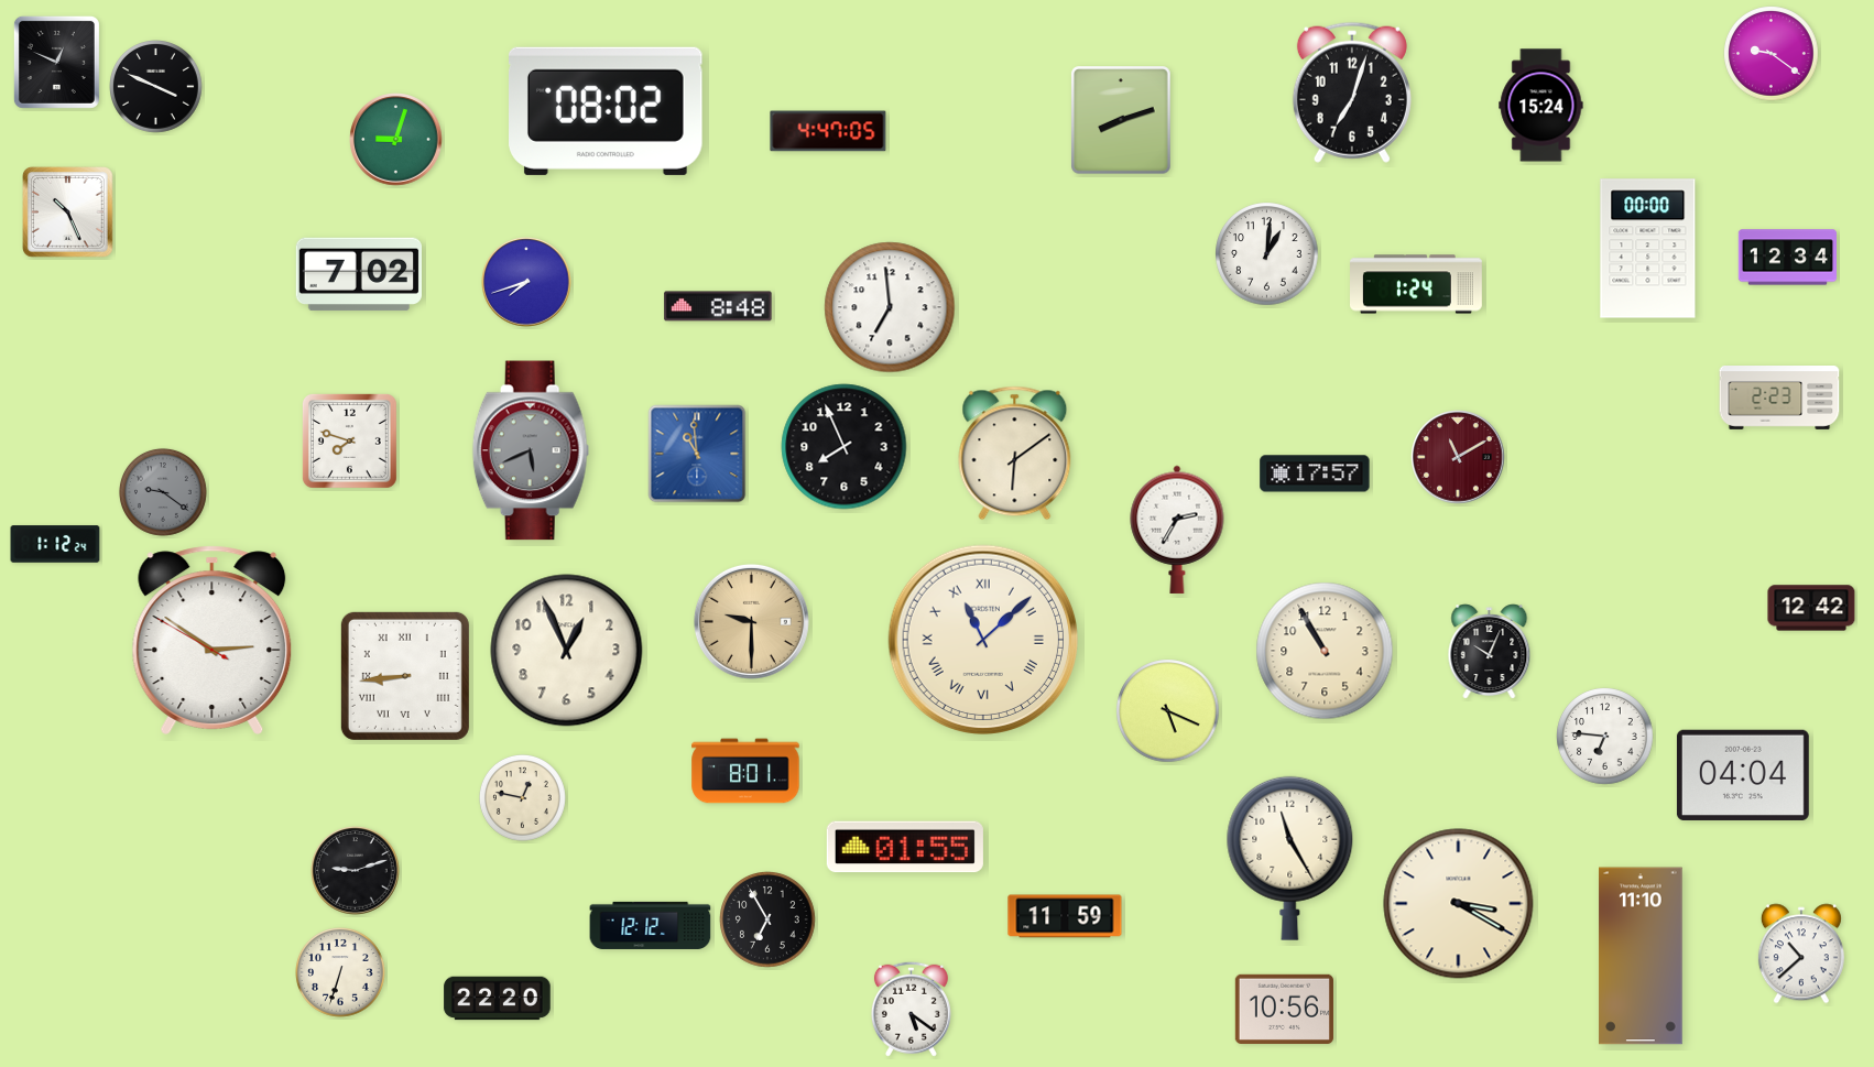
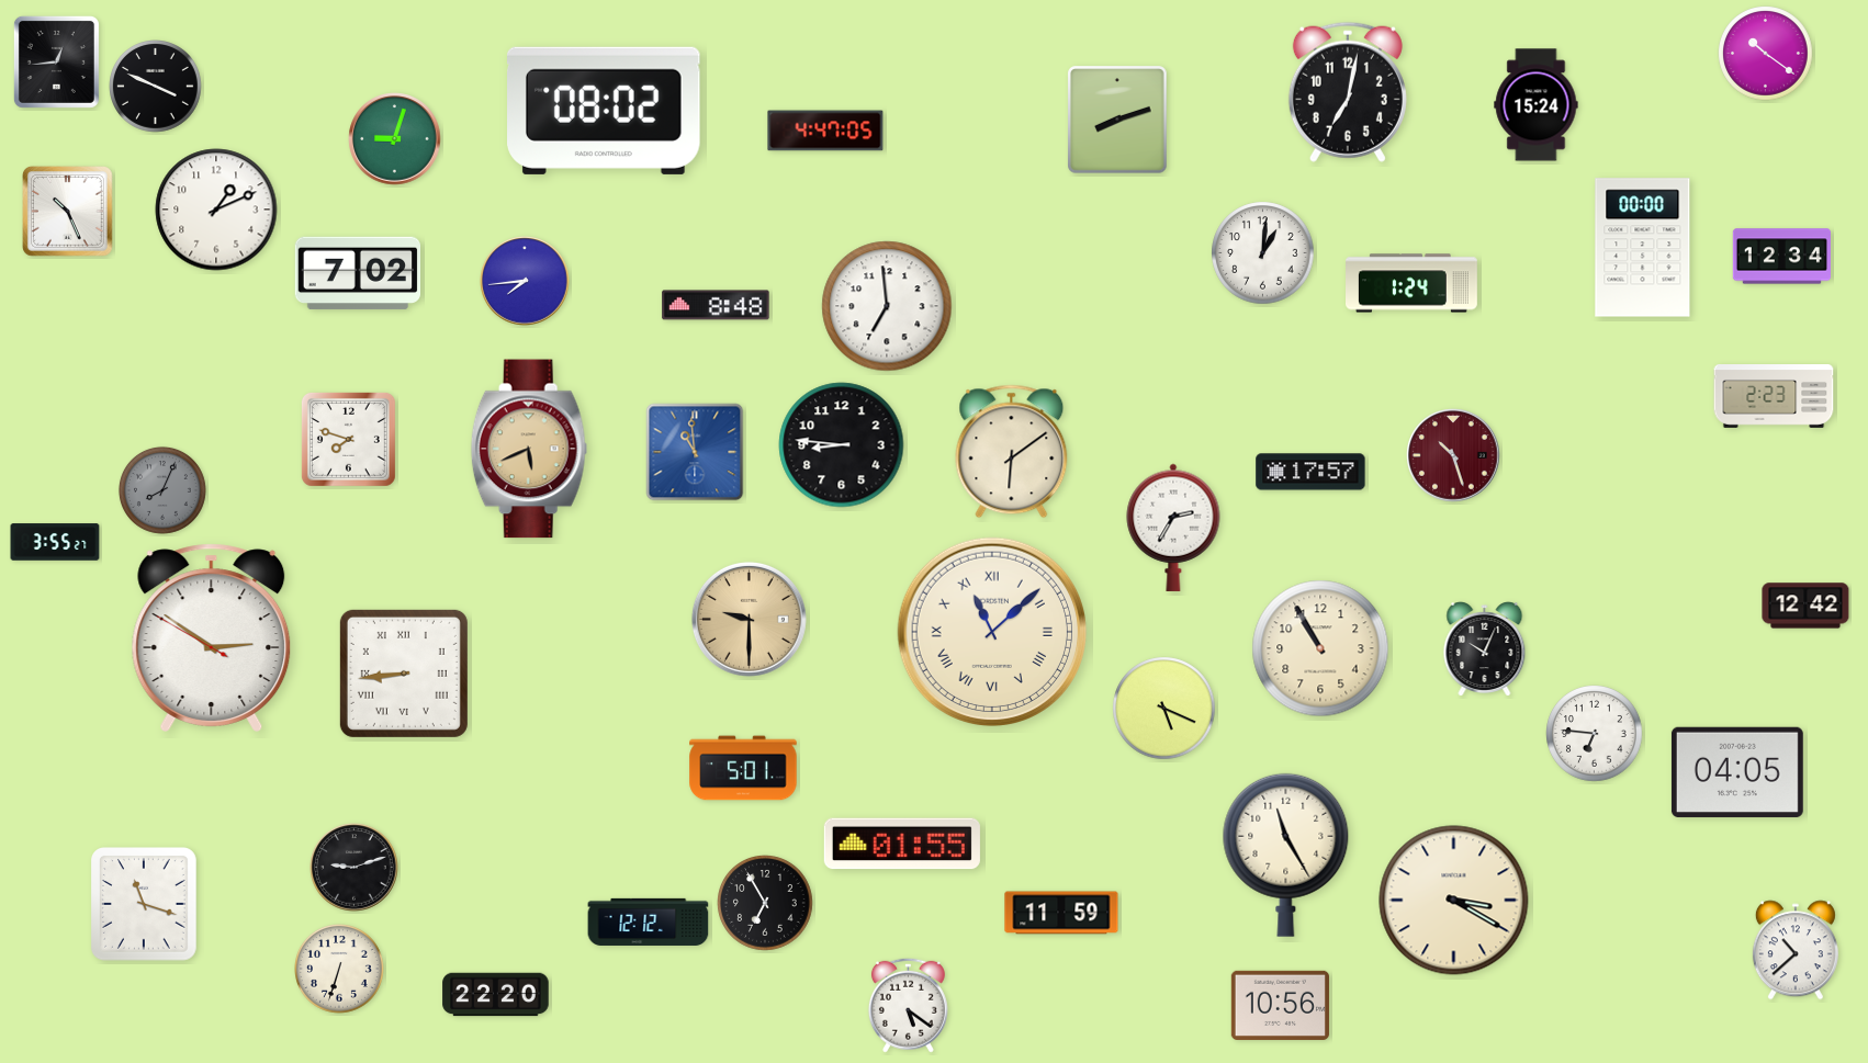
clock at (1772, 54): 9:21 -> 10:21
clock at (56, 62): 12:49 -> 12:44
clock at (1352, 92): 7:03 -> 7:02
clock at (216, 210): none -> 1:11
clock at (526, 282): 7:42 -> 7:44
clock at (845, 447): 7:56 -> 8:46
clock at (531, 450) dial: grey -> champagne
clock at (1458, 457): 11:10 -> 10:27
clock at (163, 492): 9:21 -> 8:04
clock at (55, 544): 1:12 -> 3:55
clock at (982, 639) position: (982, 639) -> (991, 631)
clock at (567, 651): 12:56 -> none
clock at (1605, 737) position: (1605, 737) -> (1595, 734)
clock at (745, 771): 8:01 -> 5:01
clock at (1743, 775): 04:04 -> 04:05
clock at (522, 797): 12:47 -> none
clock at (145, 905): none -> 11:18
clock at (767, 919) position: (767, 919) -> (765, 903)
clock at (1641, 956): 11:10 -> none
